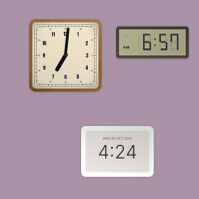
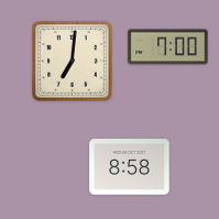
clock at (153, 43): 6:57 -> 7:00
clock at (118, 152): 4:24 -> 8:58
